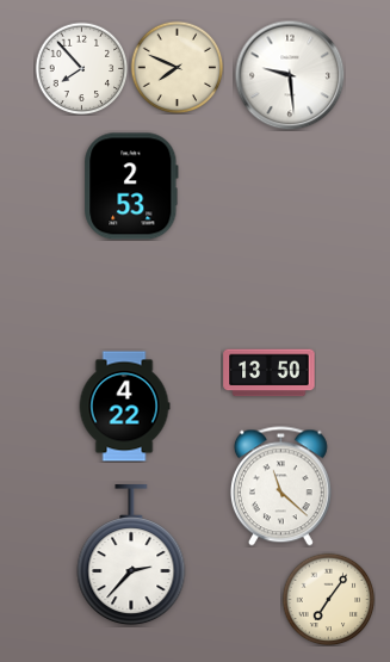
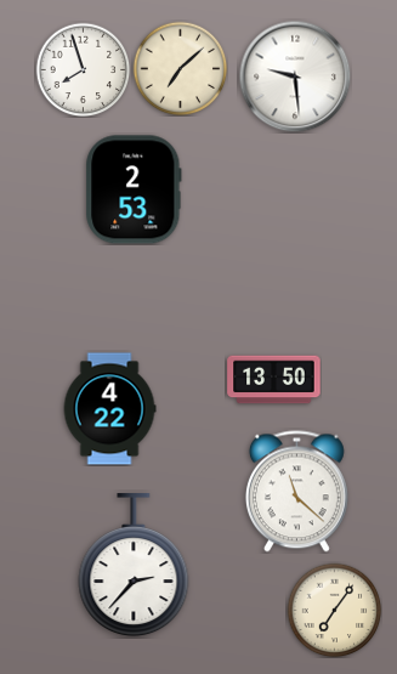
clock at (177, 67): 7:49 -> 7:08
clock at (81, 68): 7:53 -> 7:57
clock at (124, 407) position: (124, 407) -> (109, 409)
clock at (280, 487) position: (280, 487) -> (296, 492)
